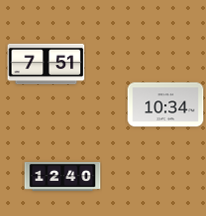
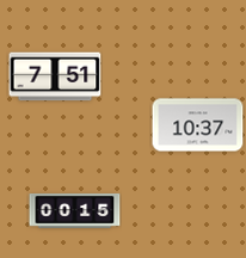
clock at (166, 105): 10:34 -> 10:37
clock at (63, 176): 12:40 -> 00:15
